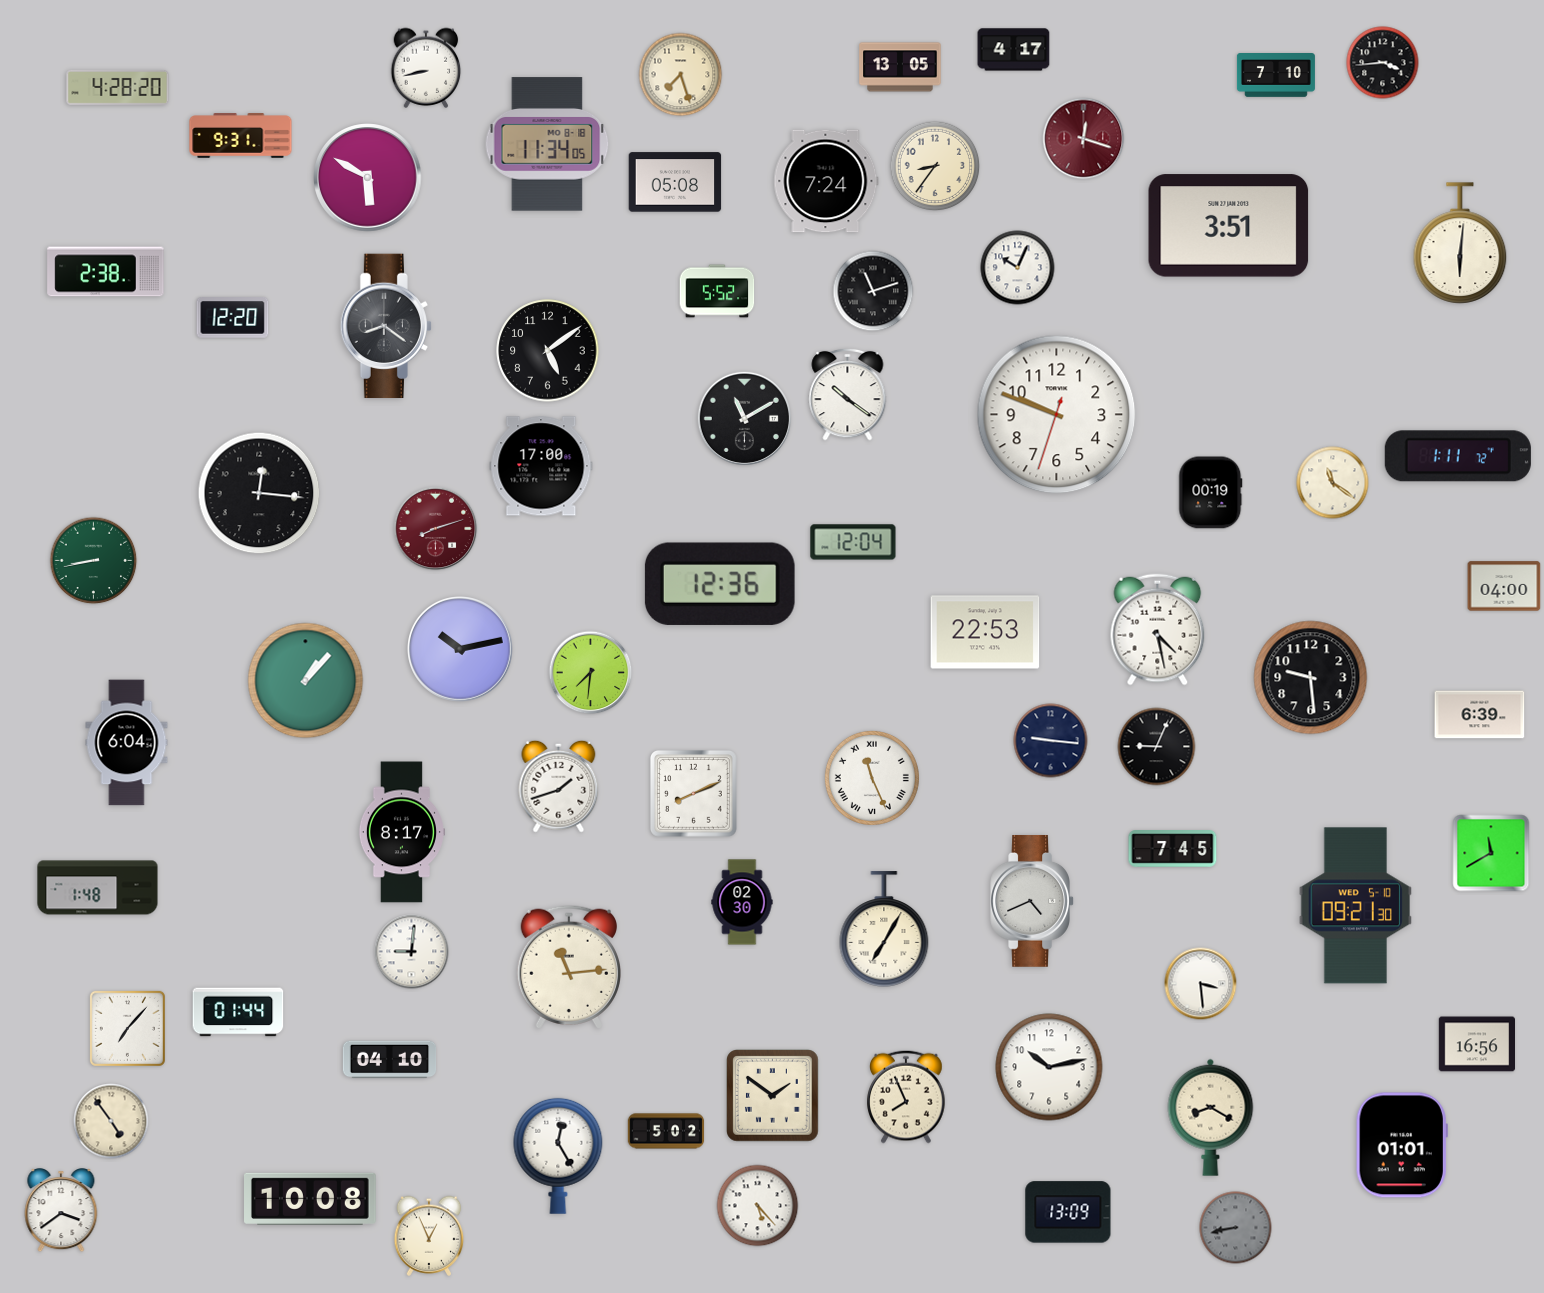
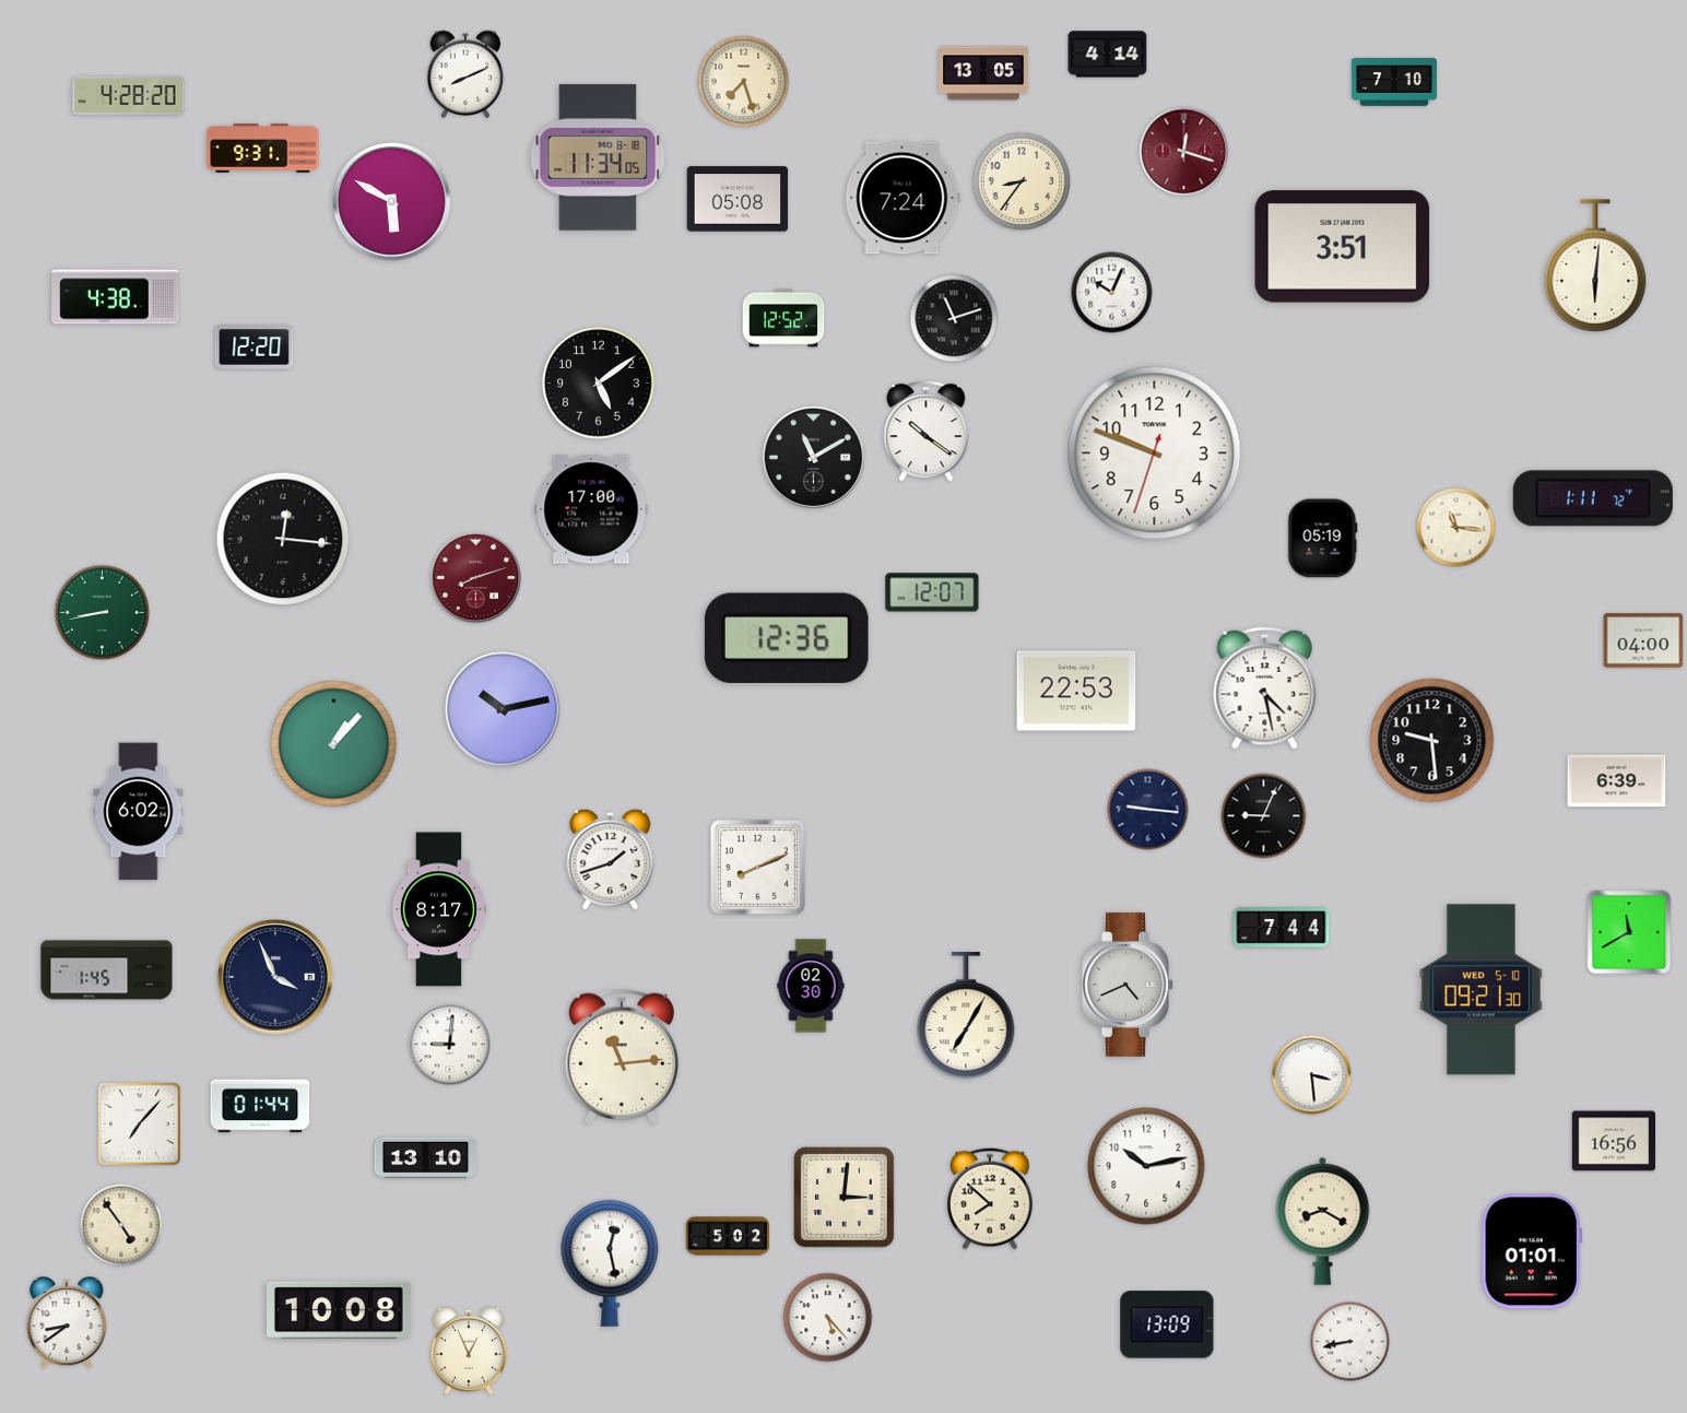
clock at (1014, 50): 4:17 -> 4:14
clock at (1383, 63): 3:44 -> none
clock at (426, 68): 8:43 -> 8:11
clock at (368, 178) position: (368, 178) -> (392, 202)
clock at (106, 272): 2:38 -> 4:38
clock at (717, 291): 5:52 -> 12:52
clock at (385, 326): 8:21 -> none
clock at (1333, 483): 11:21 -> 11:16
clock at (1211, 493): 00:19 -> 05:19
clock at (853, 542): 12:04 -> 12:07
clock at (591, 673): 7:31 -> none
clock at (127, 743): 6:04 -> 6:02
clock at (872, 778): 11:26 -> none
clock at (1173, 849): 7:45 -> 7:44
clock at (98, 888): 1:48 -> 1:45
clock at (276, 978): none -> 3:56
clock at (412, 952) position: (412, 952) -> (450, 1045)
clock at (390, 1060): 04:10 -> 13:10
clock at (773, 1096): 1:51 -> 3:01
clock at (906, 1097): 7:56 -> 7:52
clock at (558, 1156): 12:25 -> 12:28
clock at (61, 1211): 3:39 -> 8:39
clock at (1236, 1228) dial: grey -> white
